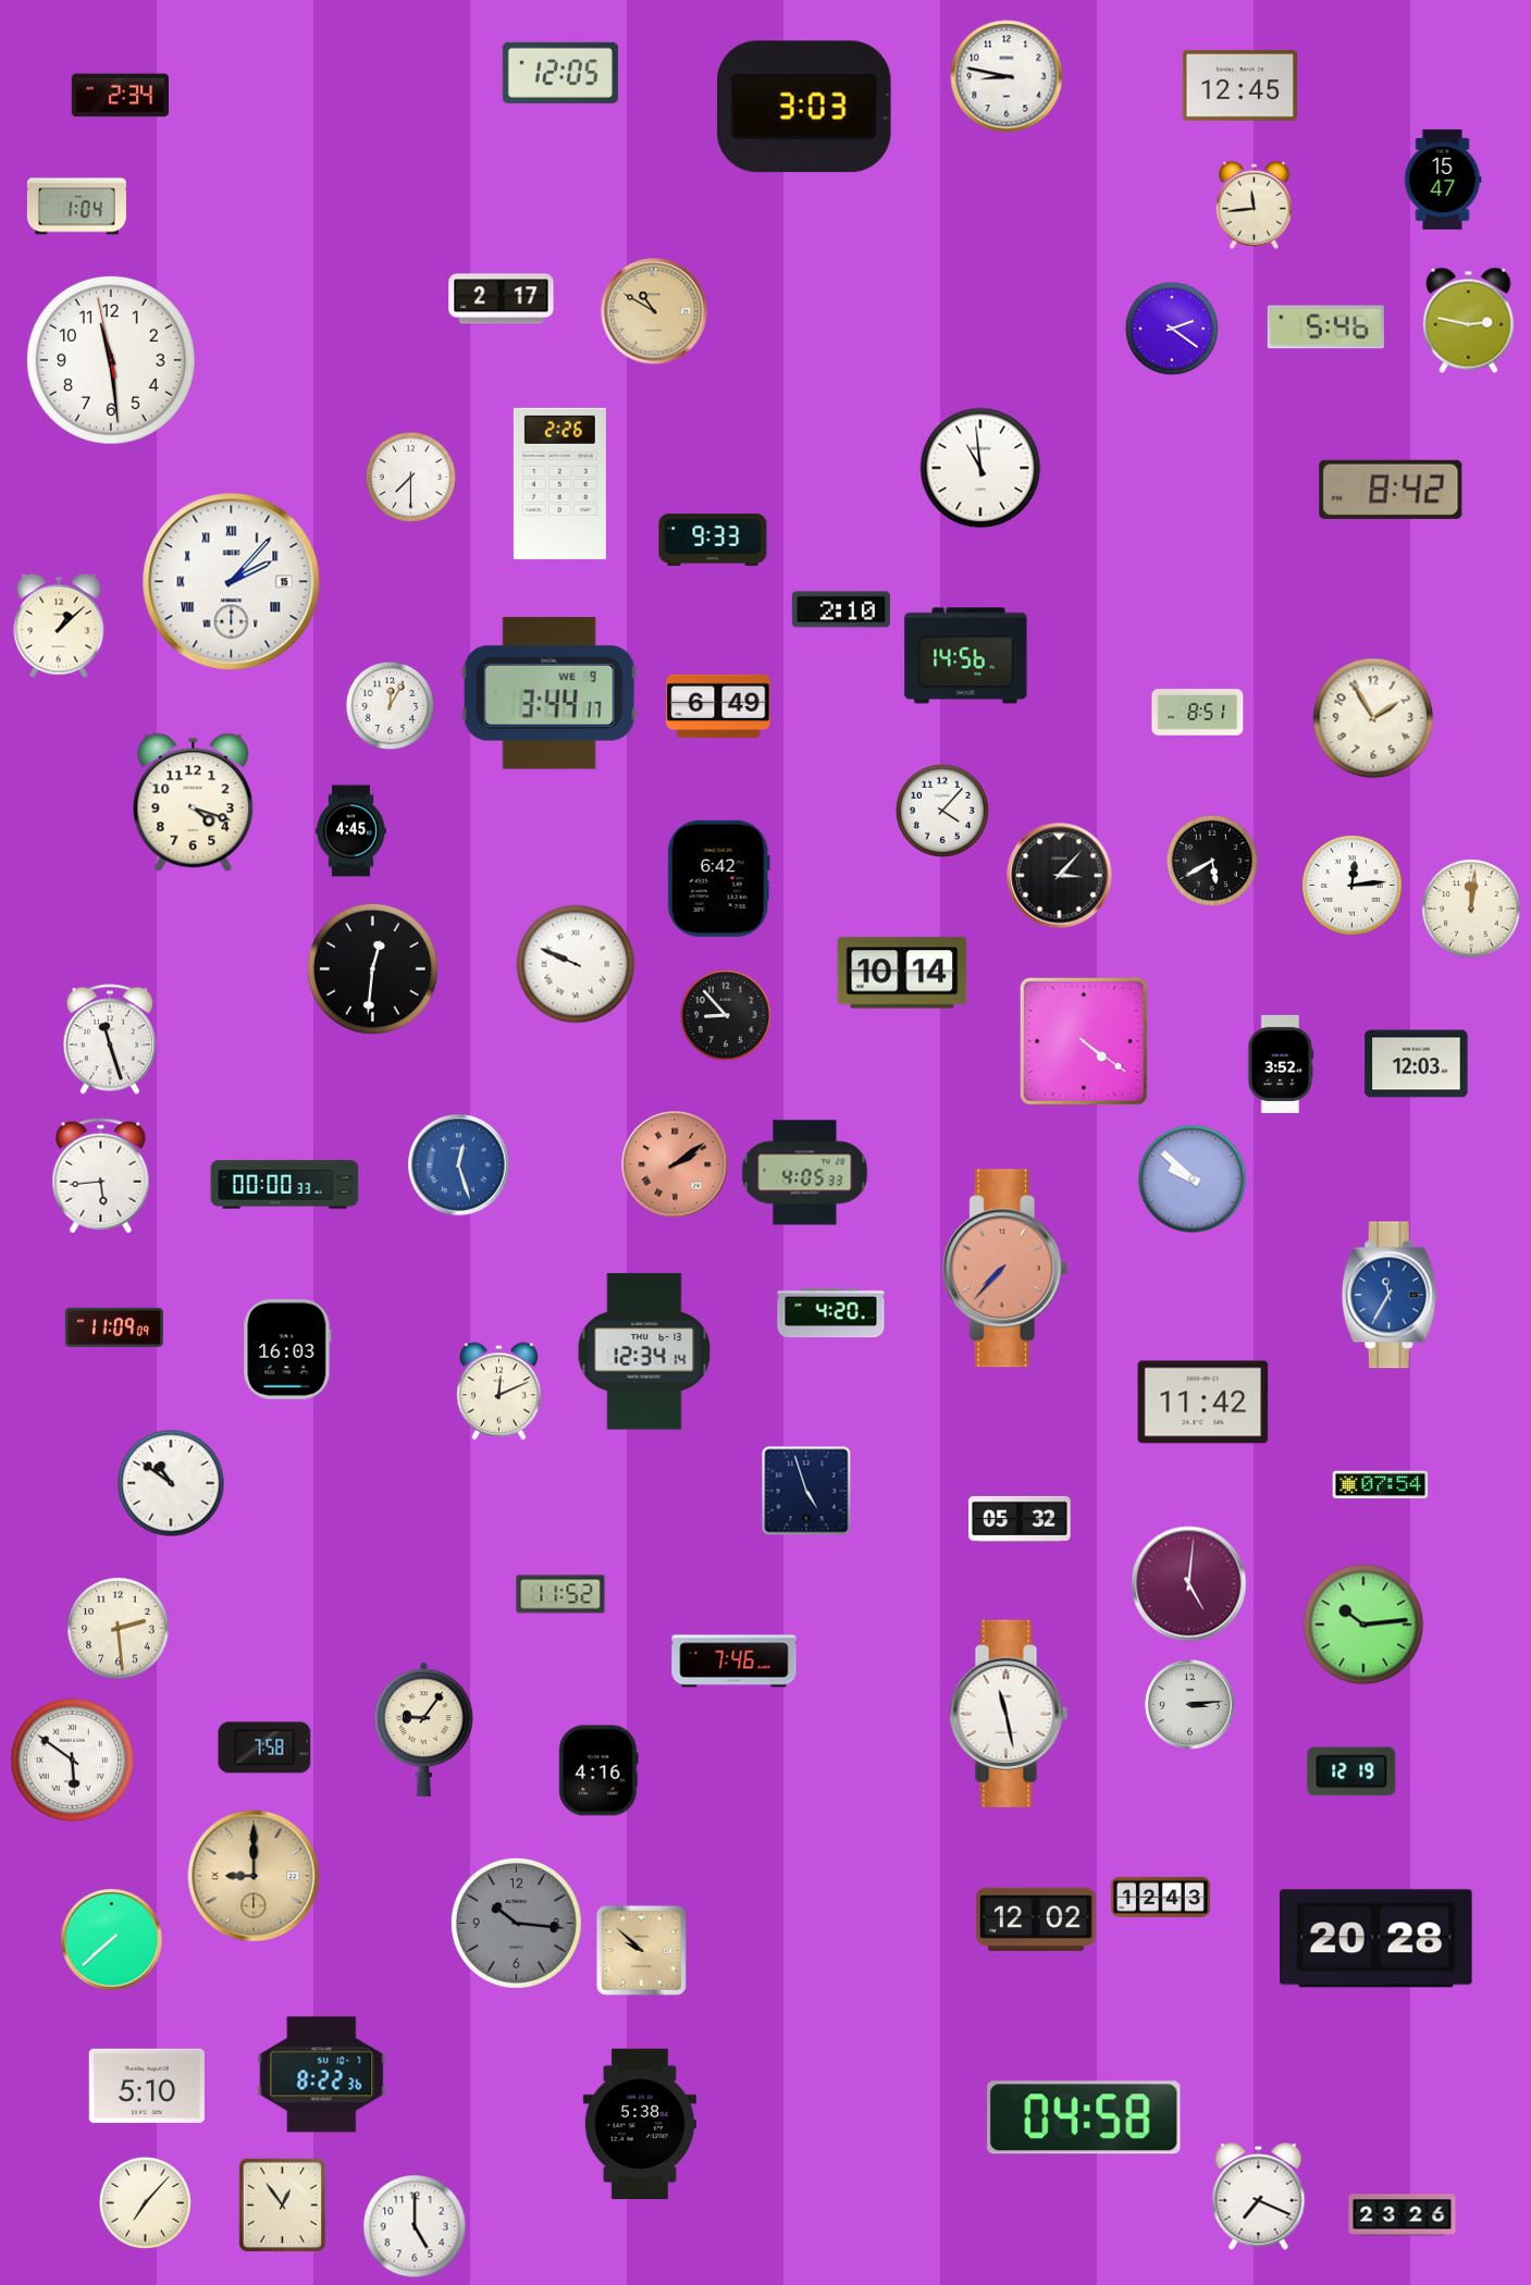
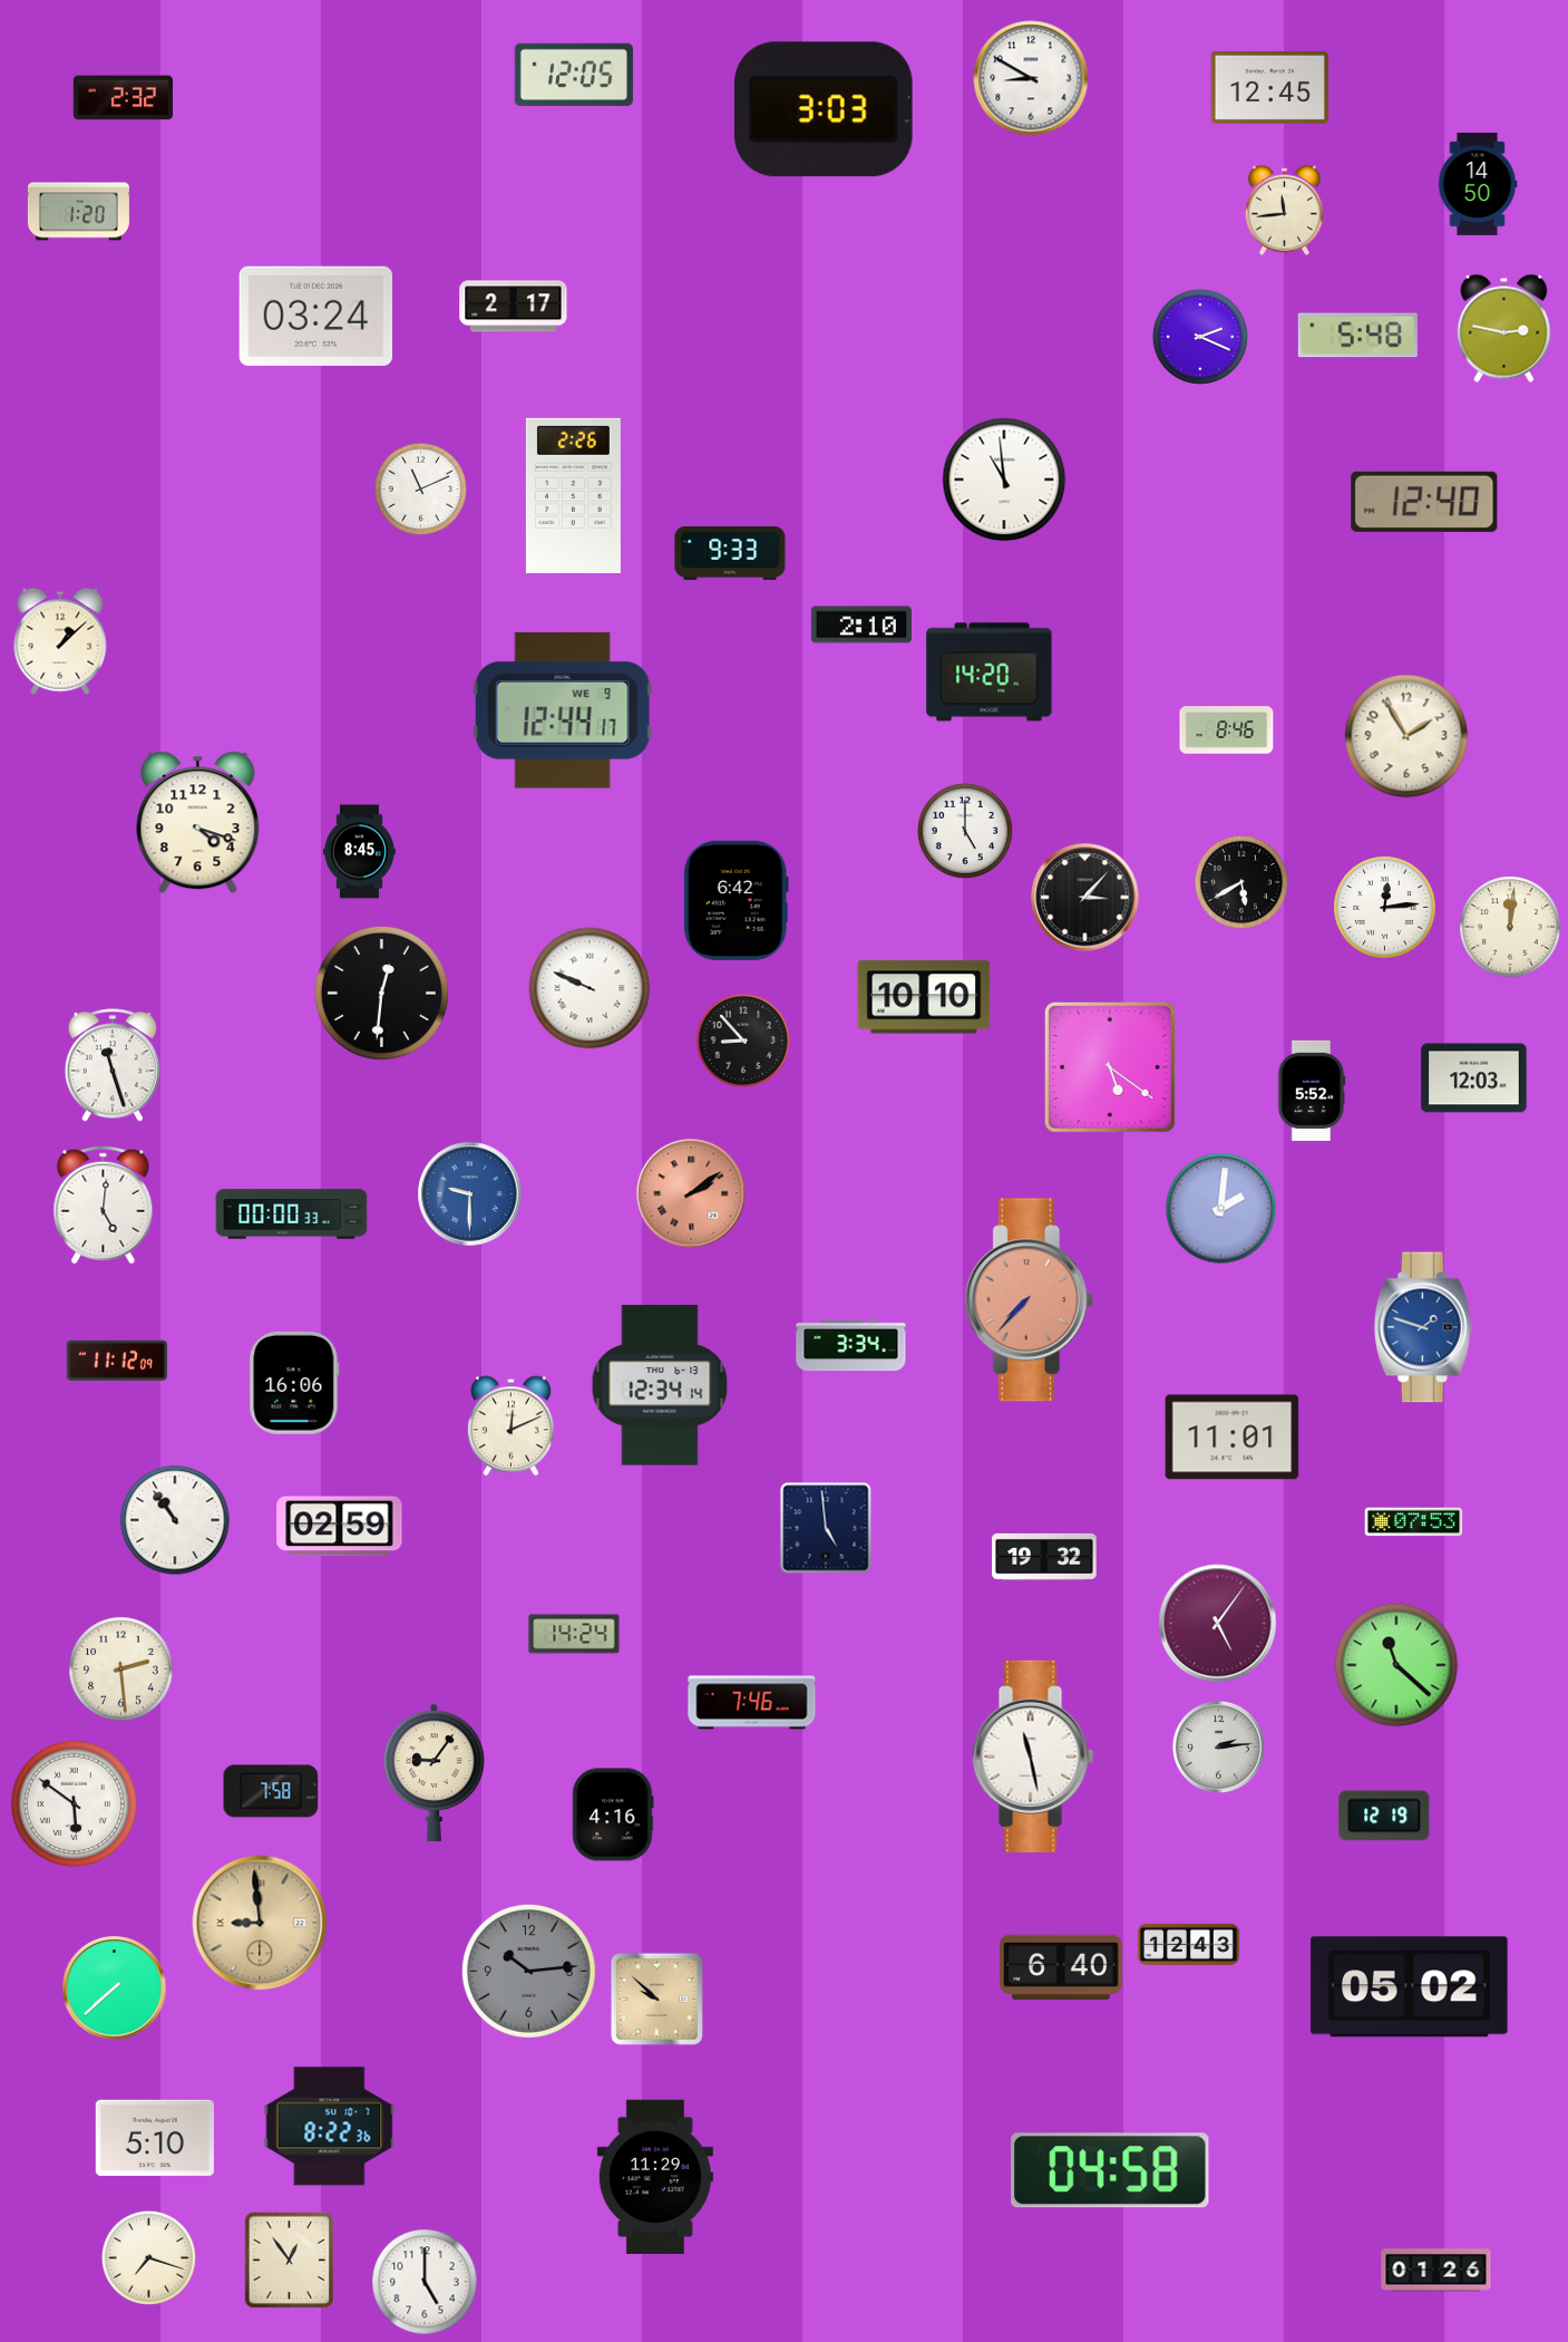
clock at (1007, 76): 8:47 -> 8:50
clock at (120, 96): 2:34 -> 2:32
clock at (1443, 180): 15:47 -> 14:50
clock at (76, 207): 1:04 -> 1:20
clock at (315, 316): none -> 03:24
clock at (654, 311): 10:50 -> none
clock at (1325, 328): 5:46 -> 5:48
clock at (1172, 329): 2:21 -> 2:19
clock at (111, 360): 11:28 -> none
clock at (410, 477): 7:30 -> 11:11
clock at (1391, 490): 8:42 -> 12:40
clock at (232, 582): 2:07 -> none
clock at (966, 656): 14:56 -> 14:20
clock at (550, 693): 3:44 -> 12:44
clock at (718, 705): 6:49 -> none
clock at (391, 706): 12:05 -> none
clock at (1198, 713): 8:51 -> 8:46
clock at (942, 811): 4:07 -> 5:00
clock at (350, 831): 4:45 -> 8:45
clock at (1471, 909) position: (1471, 909) -> (1510, 927)
clock at (902, 973): 10:14 -> 10:10
clock at (1084, 1041): 4:21 -> 5:21
clock at (1281, 1064): 3:52 -> 5:52
clock at (1417, 1064) position: (1417, 1064) -> (1474, 1078)
clock at (459, 1165): 12:27 -> 9:30
clock at (805, 1173): 4:05 -> none
clock at (101, 1176): 5:44 -> 5:01
clock at (1193, 1179): 9:52 -> 2:01
clock at (1390, 1295): 11:35 -> 1:48
clock at (831, 1313): 4:20 -> 3:34
clock at (114, 1327): 11:09 -> 11:12
clock at (287, 1349): 16:03 -> 16:06
clock at (1203, 1403): 11:42 -> 11:01
clock at (171, 1483): 10:51 -> 10:54
clock at (1381, 1485): 07:54 -> 07:53
clock at (340, 1527): none -> 02:59
clock at (806, 1491): 4:57 -> 4:59
clock at (1020, 1519): 05:32 -> 19:32
clock at (1189, 1584): 5:01 -> 5:06
clock at (560, 1594): 11:52 -> 14:24
clock at (1363, 1625): 10:14 -> 11:22
clock at (1189, 1704): 3:14 -> 2:14
clock at (254, 1876): 9:00 -> 8:59
clock at (1036, 1918): 12:02 -> 6:40
clock at (516, 1923): 10:16 -> 10:14
clock at (1376, 1939): 20:28 -> 05:02
clock at (147, 2086) position: (147, 2086) -> (155, 2138)
clock at (640, 2123): 5:38 -> 11:29
clock at (1259, 2197): 7:19 -> none
clock at (145, 2202): 7:07 -> 7:18
clock at (1403, 2215): 23:26 -> 01:26
